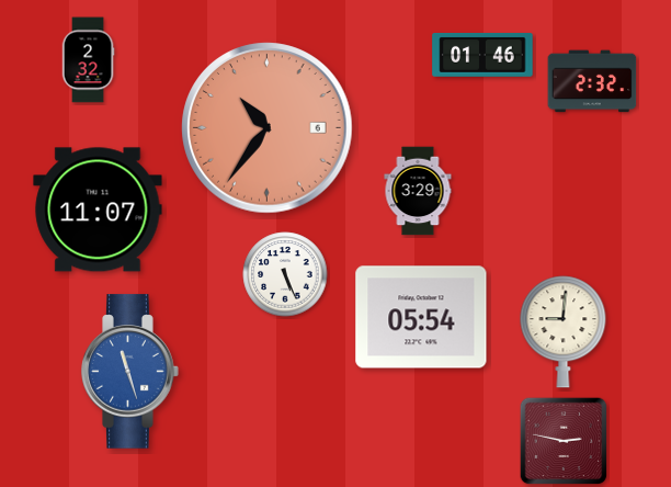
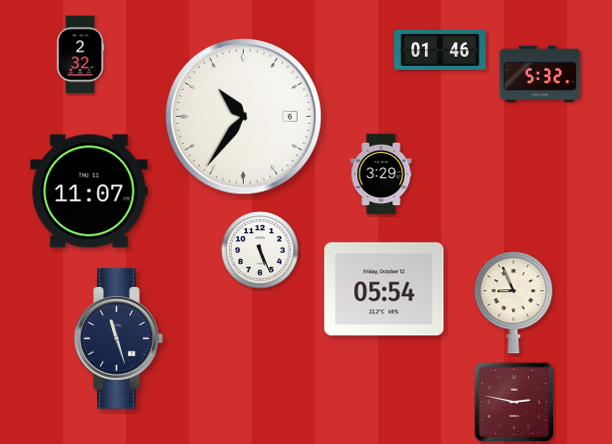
clock at (592, 81): 2:32 -> 5:32
clock at (268, 128) dial: salmon -> white
clock at (564, 332): 9:01 -> 8:56
clock at (130, 372) dial: blue -> navy
